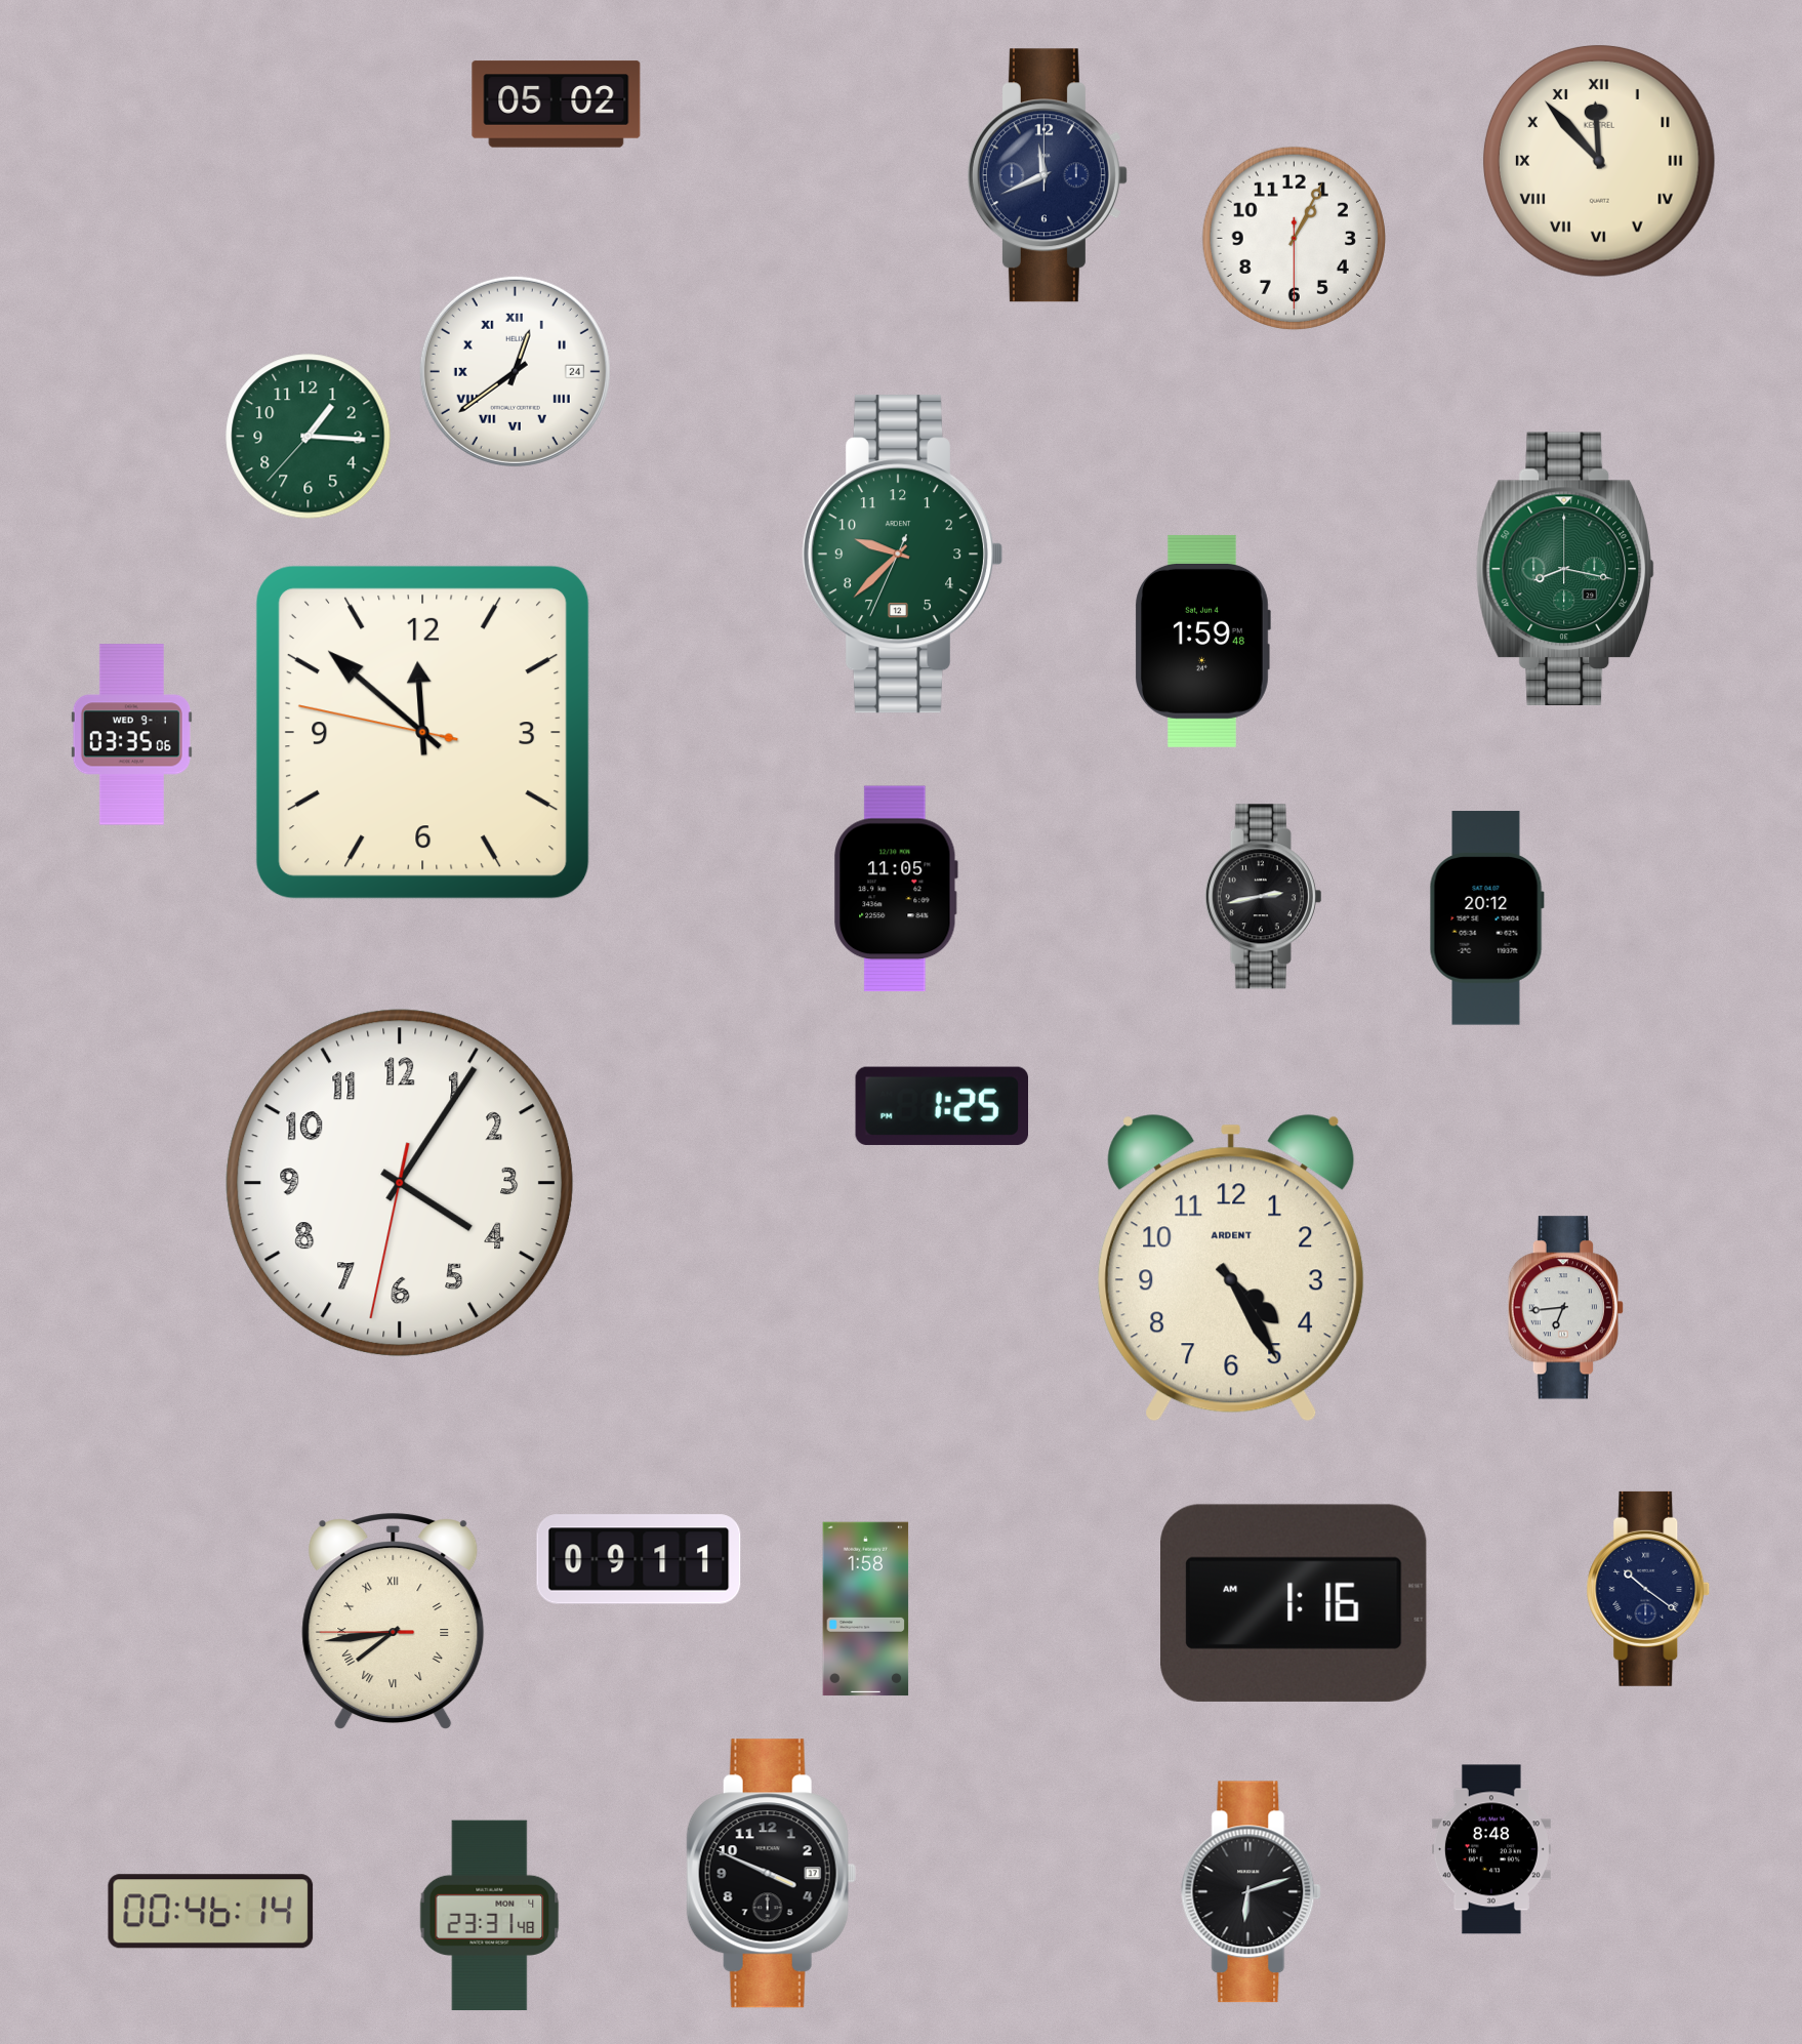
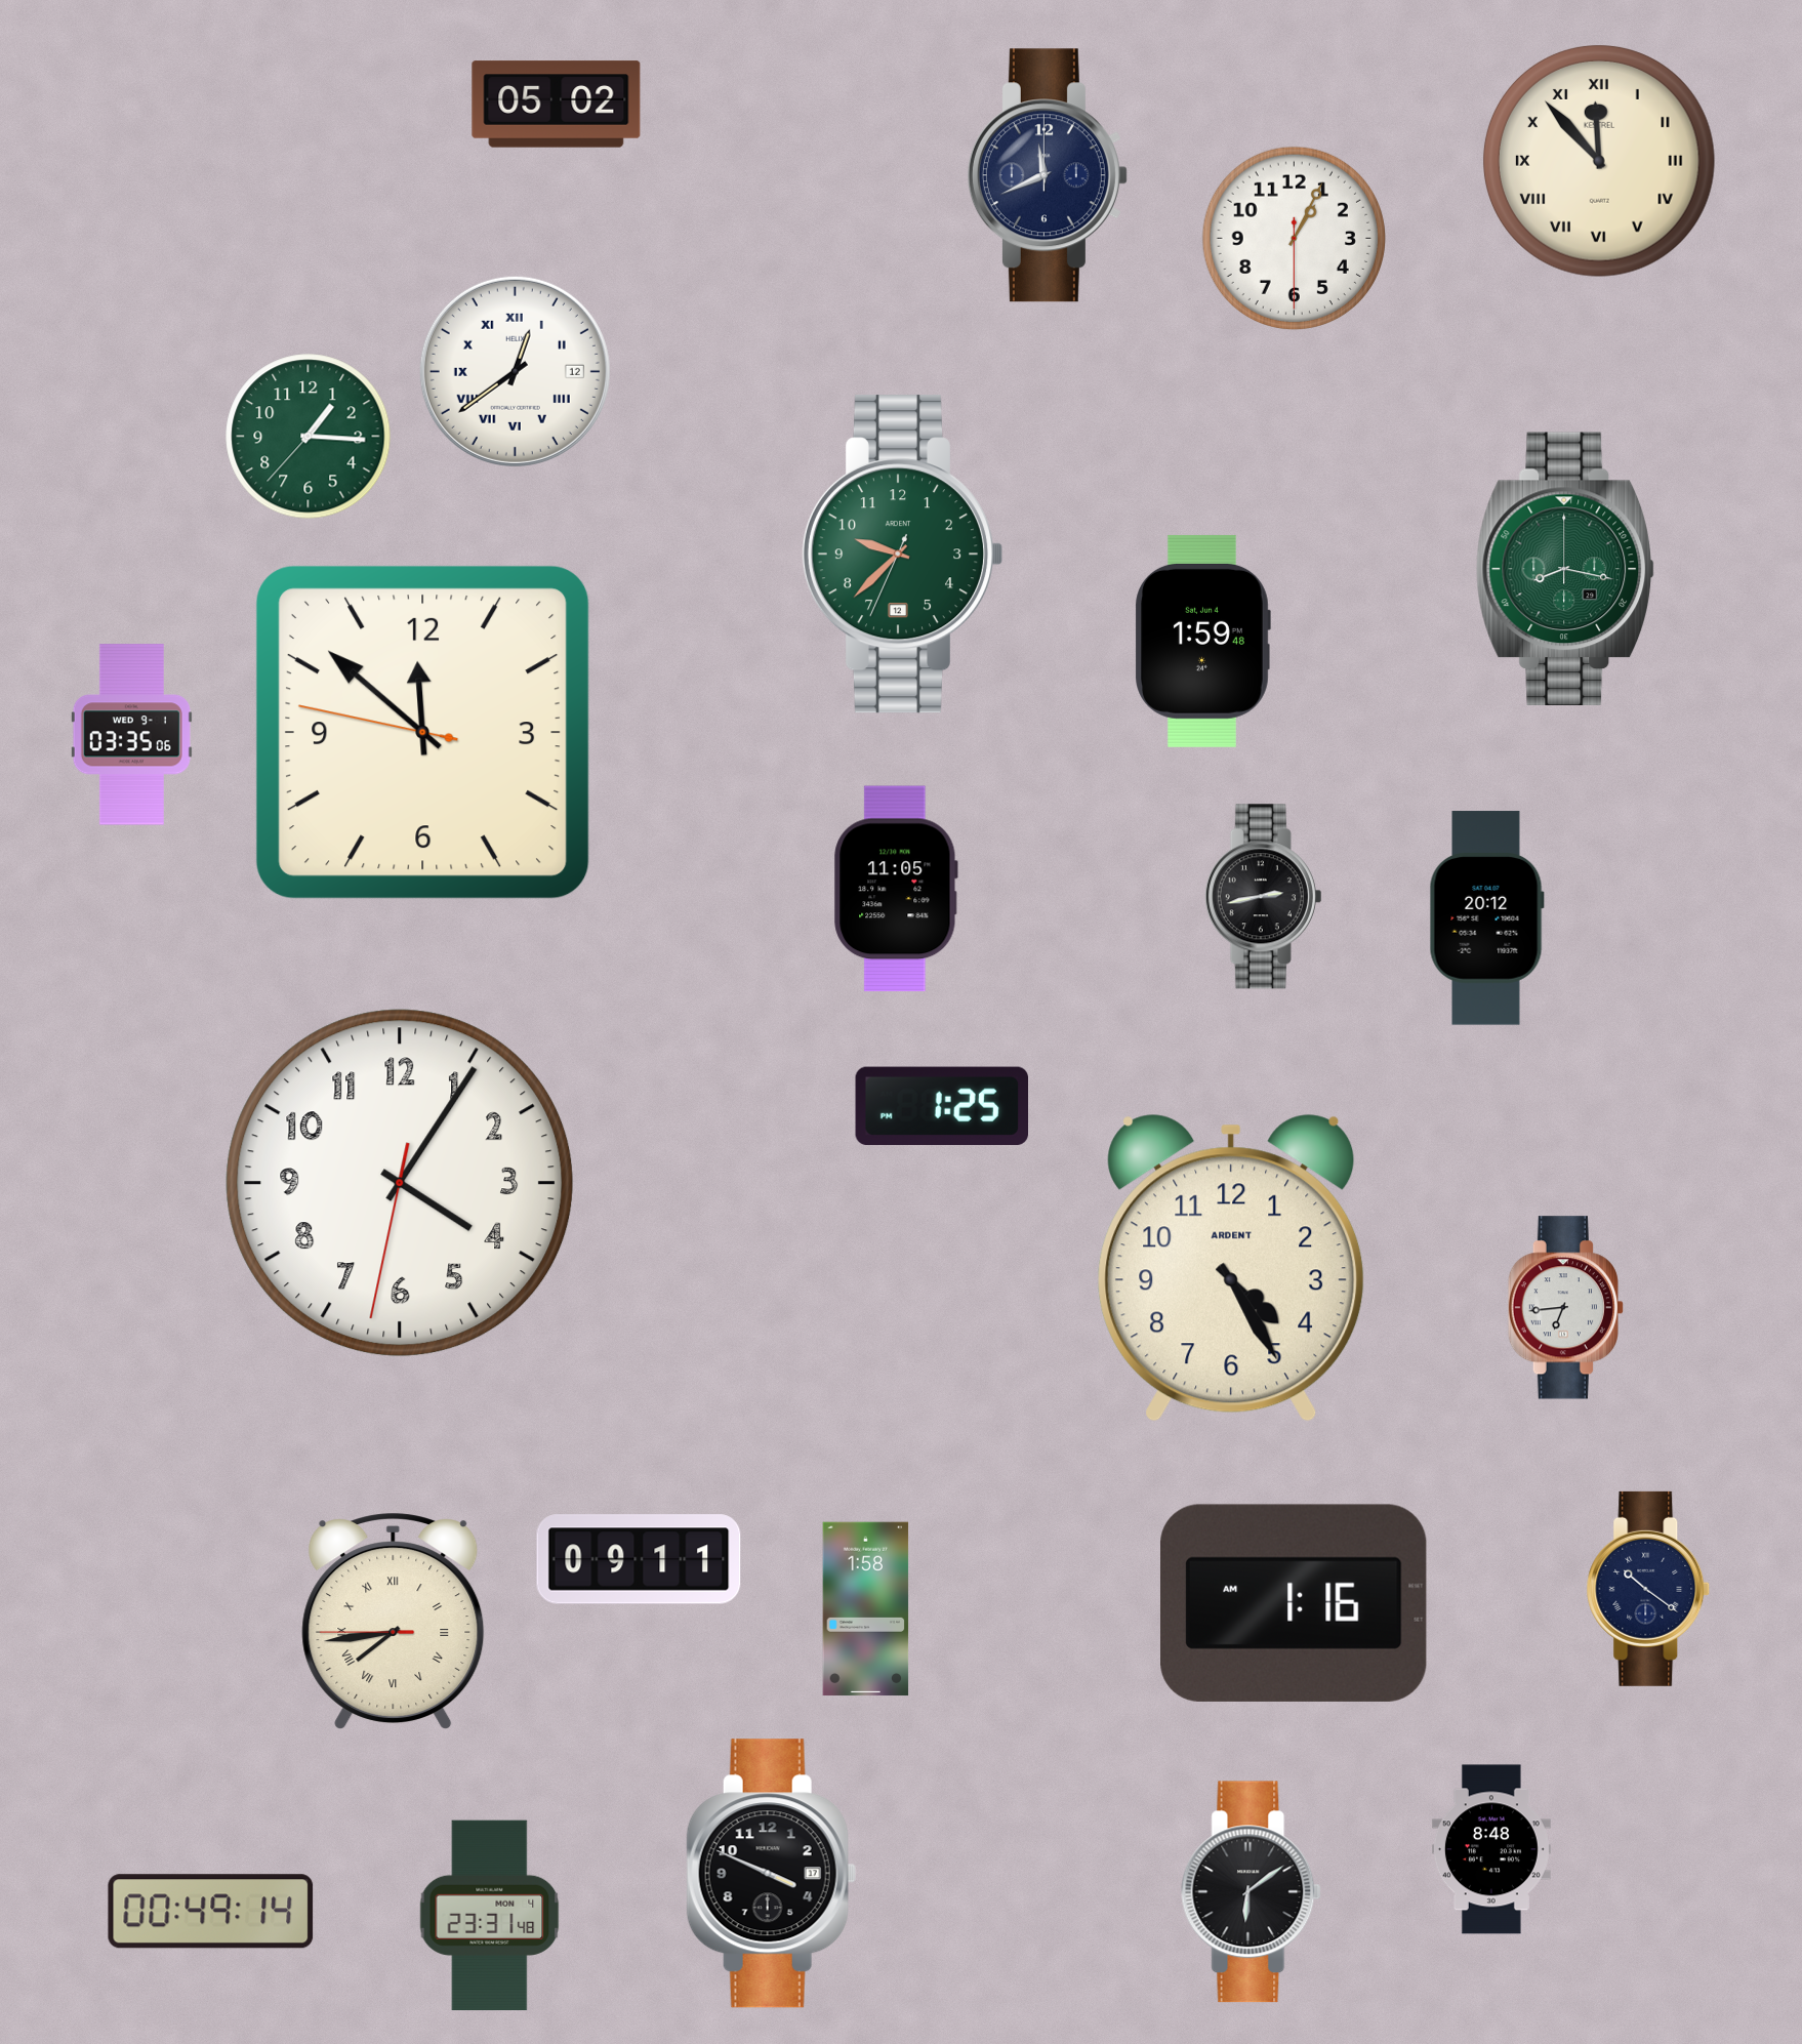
clock at (515, 371) date: 24 -> 12
clock at (1252, 1892): 6:12 -> 6:09
clock at (211, 1912): 00:46 -> 00:49
